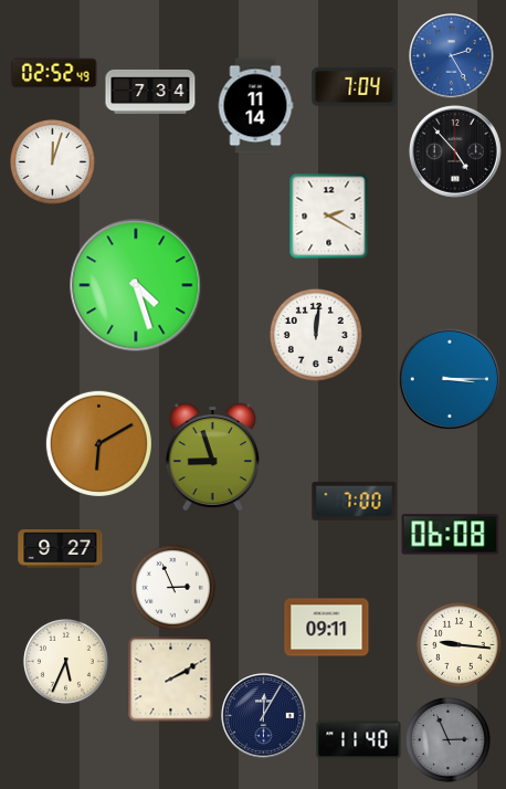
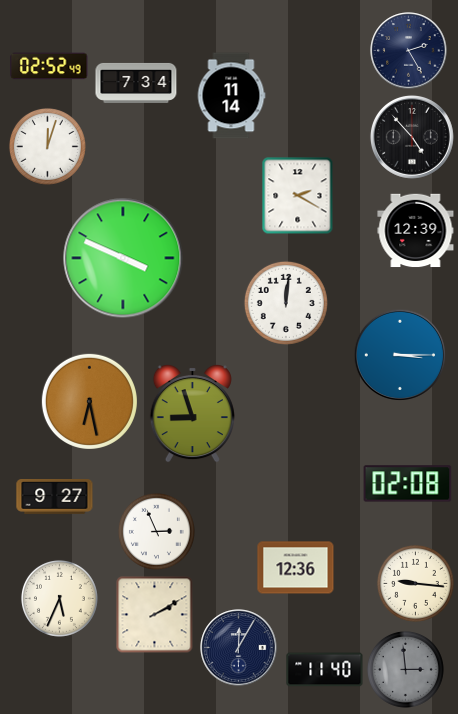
clock at (452, 56) dial: blue -> navy
clock at (355, 86): 7:04 -> none
clock at (416, 231): none -> 12:39
clock at (136, 285): 4:27 -> 3:49
clock at (450, 379) position: (450, 379) -> (400, 355)
clock at (98, 443): 6:10 -> 6:28
clock at (355, 501): 7:00 -> none
clock at (451, 535): 06:08 -> 02:08
clock at (327, 628): 09:11 -> 12:36
clock at (447, 739): 2:56 -> 2:59
